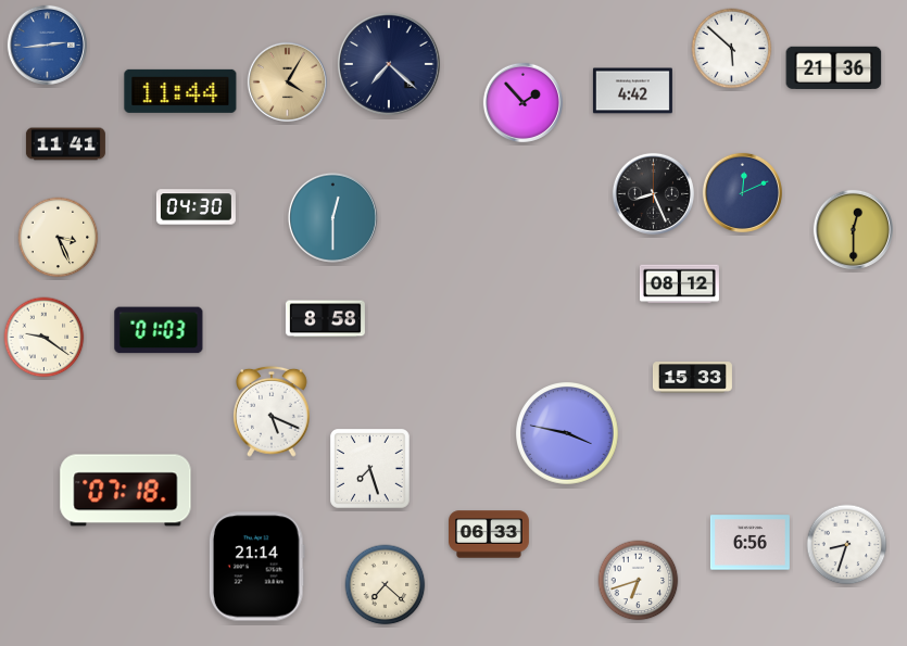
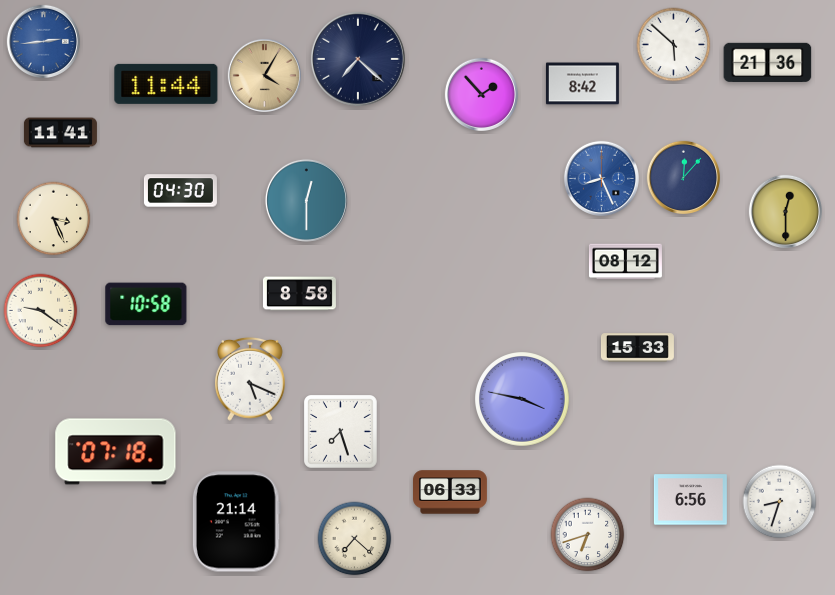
clock at (632, 91): 4:42 -> 8:42
clock at (742, 192): 12:11 -> 12:07
clock at (653, 193) dial: black -> blue
clock at (159, 330): 01:03 -> 10:58
